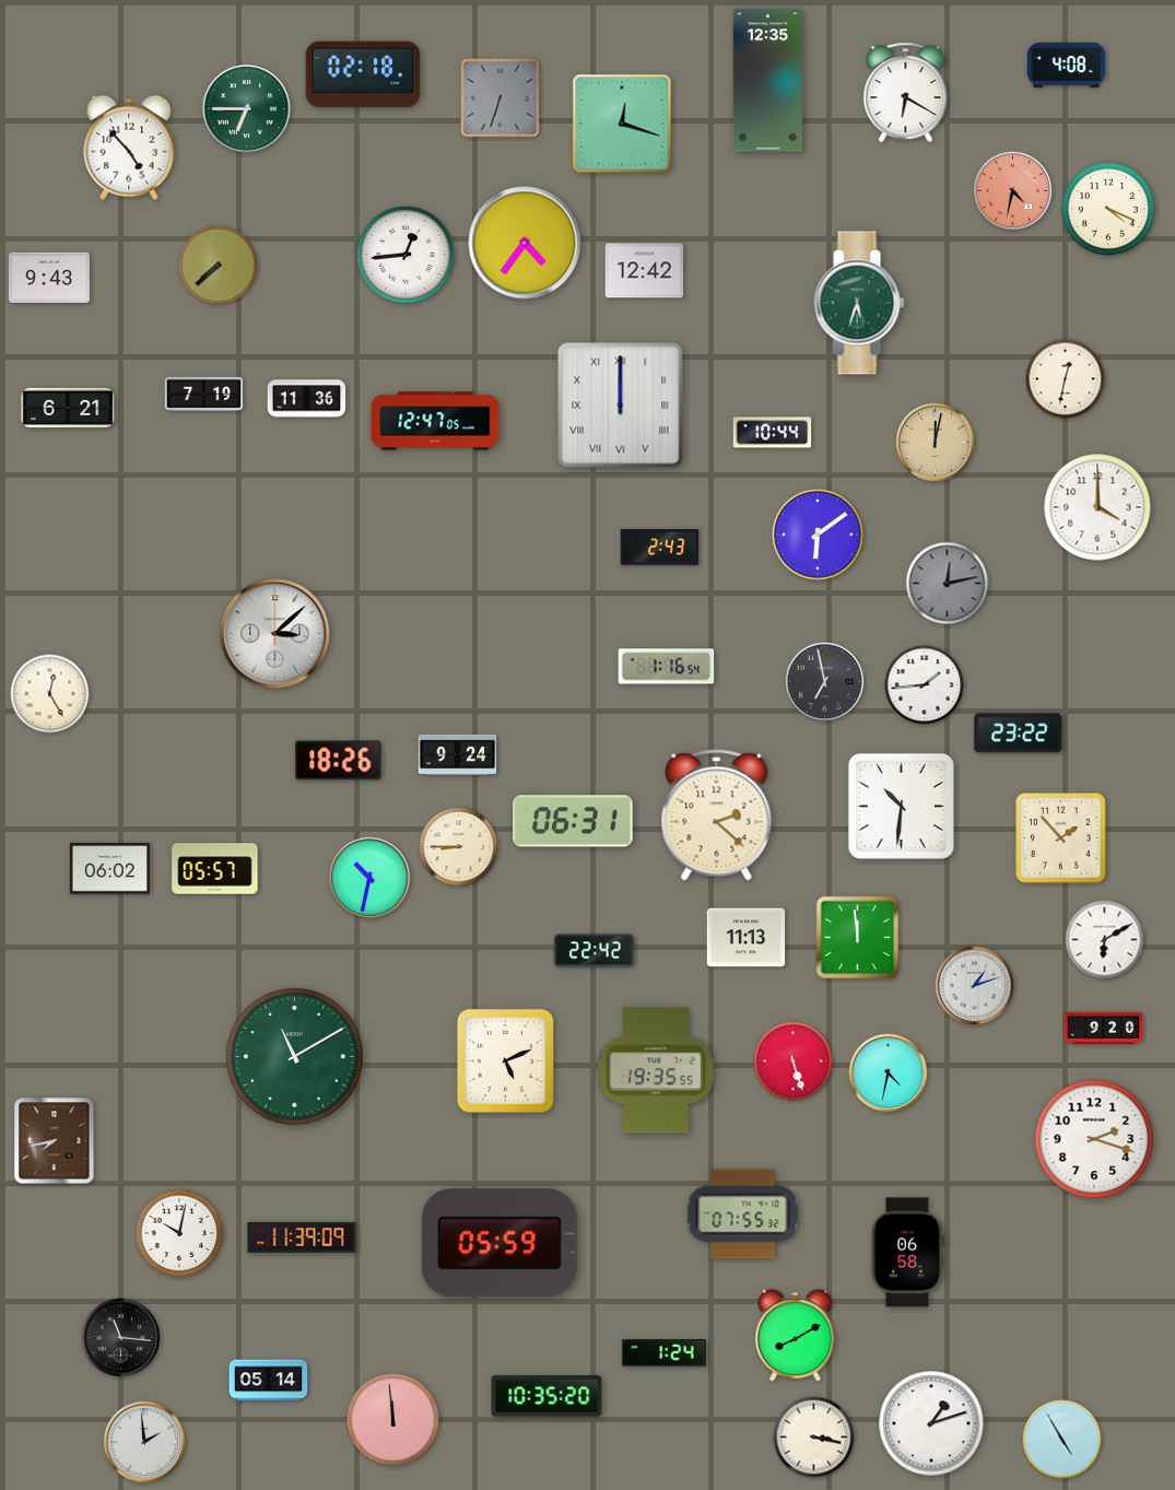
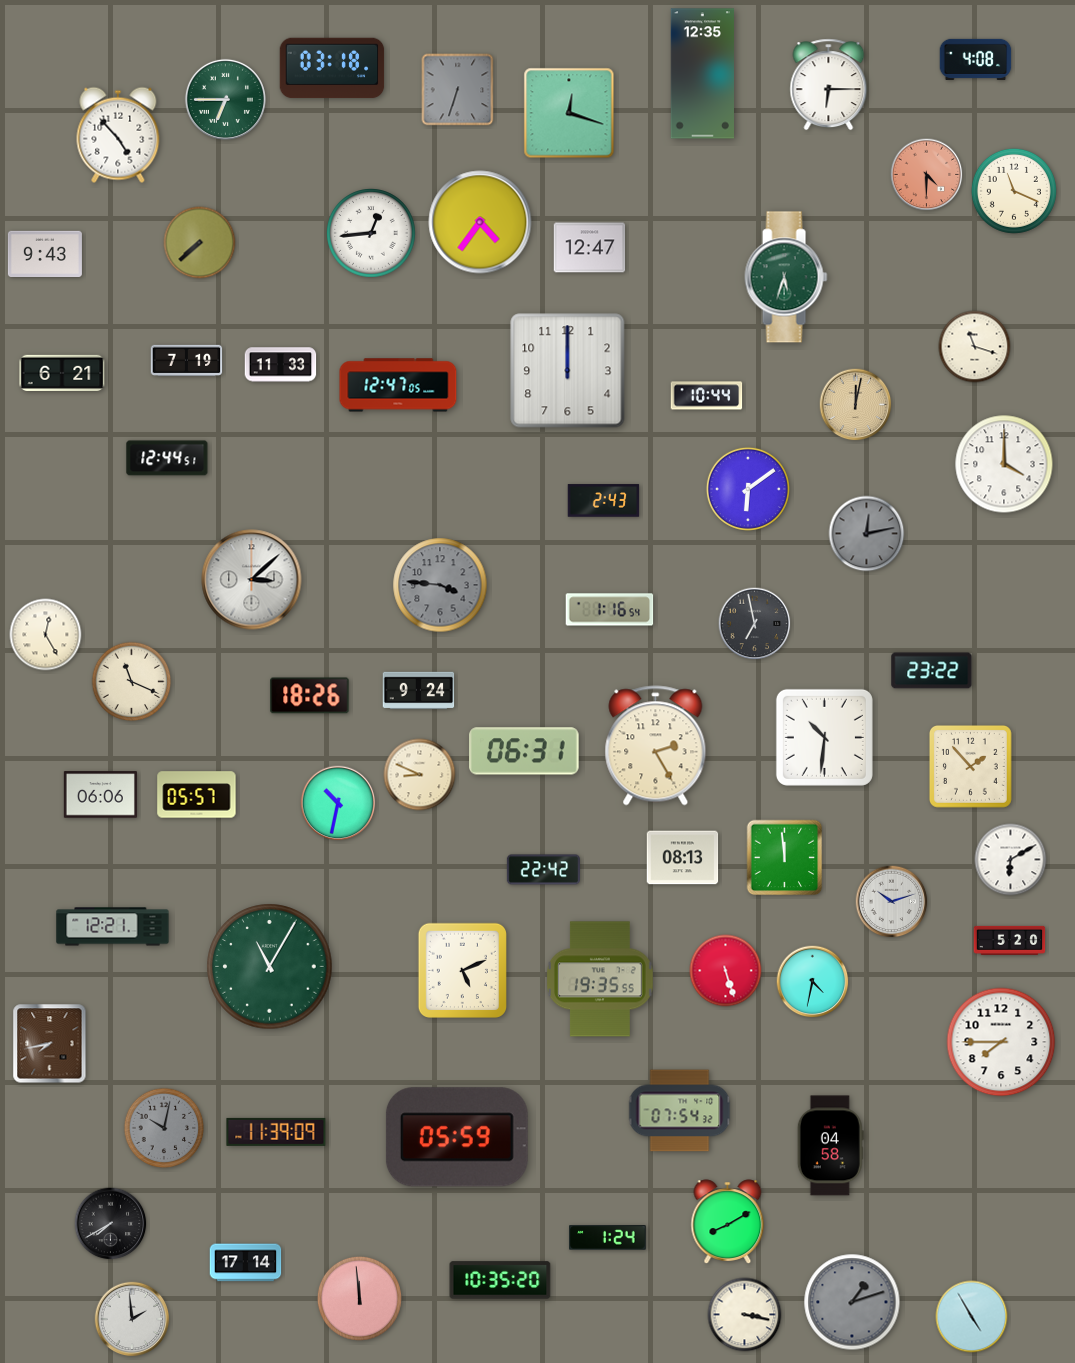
clock at (363, 74): 02:18 -> 03:18
clock at (906, 93): 6:20 -> 6:15
clock at (1013, 191): 4:32 -> 4:30
clock at (1108, 209): 4:19 -> 11:19
clock at (645, 271): 12:42 -> 12:47
clock at (1066, 379): 12:32 -> 11:18
clock at (307, 399): 11:36 -> 11:33
clock at (621, 406) numerals: Roman -> Arabic
clock at (167, 458): none -> 12:44
clock at (440, 585): none -> 3:46
clock at (925, 685): 1:44 -> none
clock at (132, 682): none -> 11:19
clock at (717, 816): 2:22 -> 2:25
clock at (459, 847): 8:45 -> 8:49
clock at (109, 869): 06:02 -> 06:06
clock at (747, 938): 11:13 -> 08:13
clock at (975, 986): 1:12 -> 10:12
clock at (113, 927): none -> 12:21
clock at (1104, 1028): 9:20 -> 5:20
clock at (295, 1057): 11:10 -> 11:05
clock at (1094, 1139): 2:18 -> 7:45
clock at (743, 1215): 07:55 -> 07:54
clock at (179, 1233) dial: white -> grey
clock at (907, 1253): 06:58 -> 04:58
clock at (121, 1338): 11:16 -> 7:40
clock at (269, 1381): 05:14 -> 17:14
clock at (547, 1396) position: (547, 1396) -> (500, 1280)
clock at (931, 1423) dial: white -> grey
